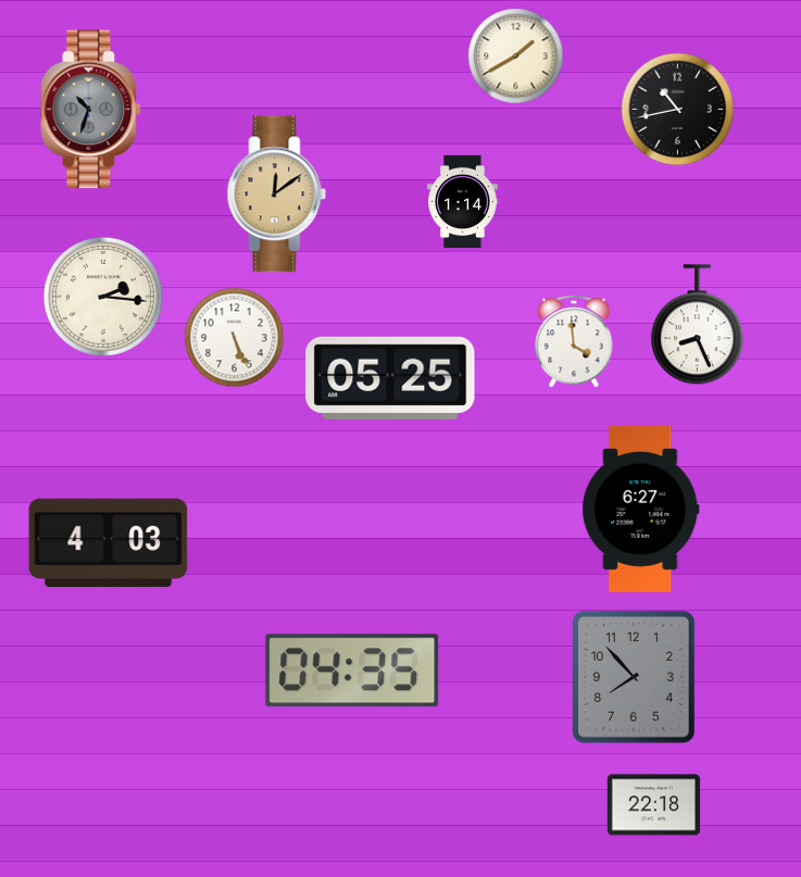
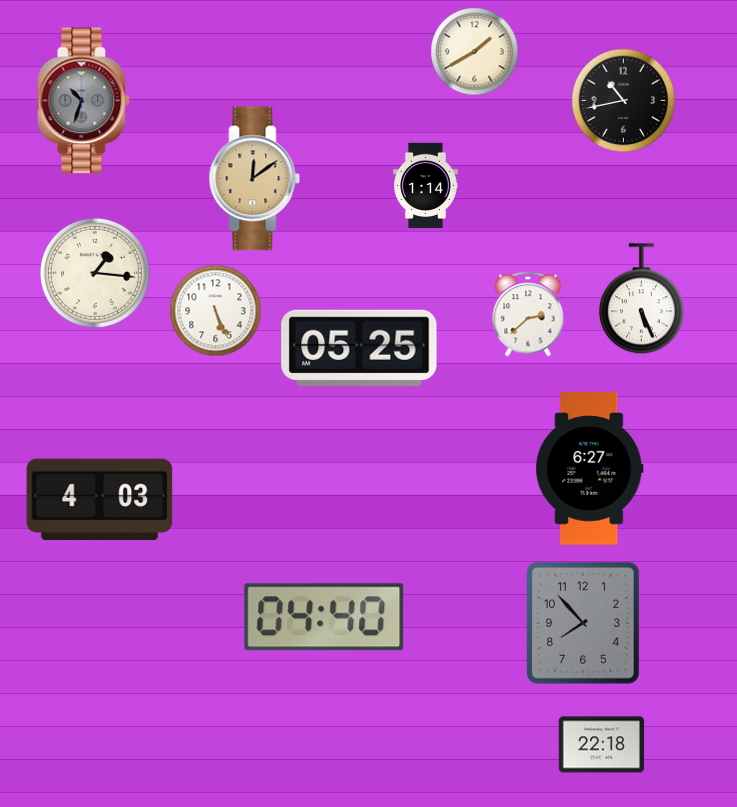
clock at (103, 297): 2:16 -> 1:16
clock at (697, 325): 8:26 -> 5:26
clock at (574, 341): 3:59 -> 2:38
clock at (352, 671): 04:35 -> 04:40
clock at (654, 805) position: (654, 805) -> (602, 745)
